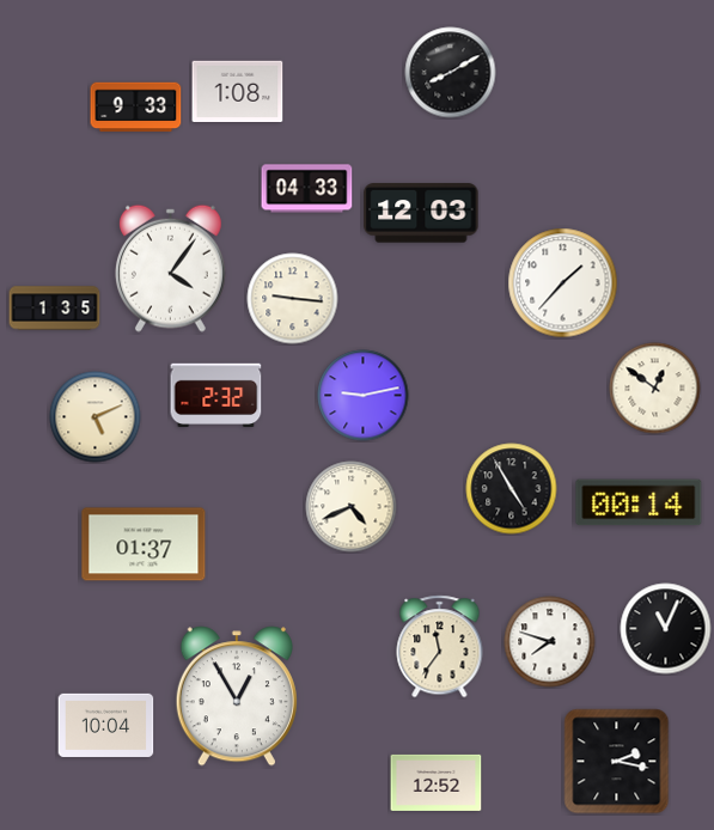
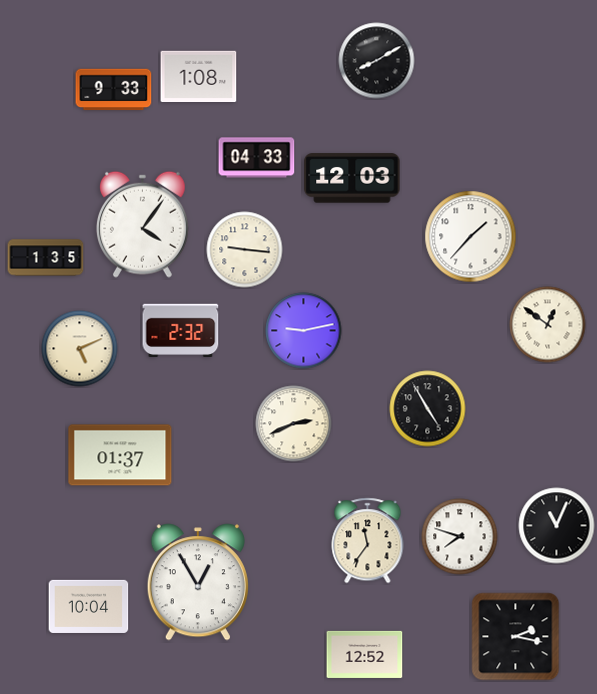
clock at (639, 502): 00:14 -> none
clock at (352, 507): 4:41 -> 2:41
